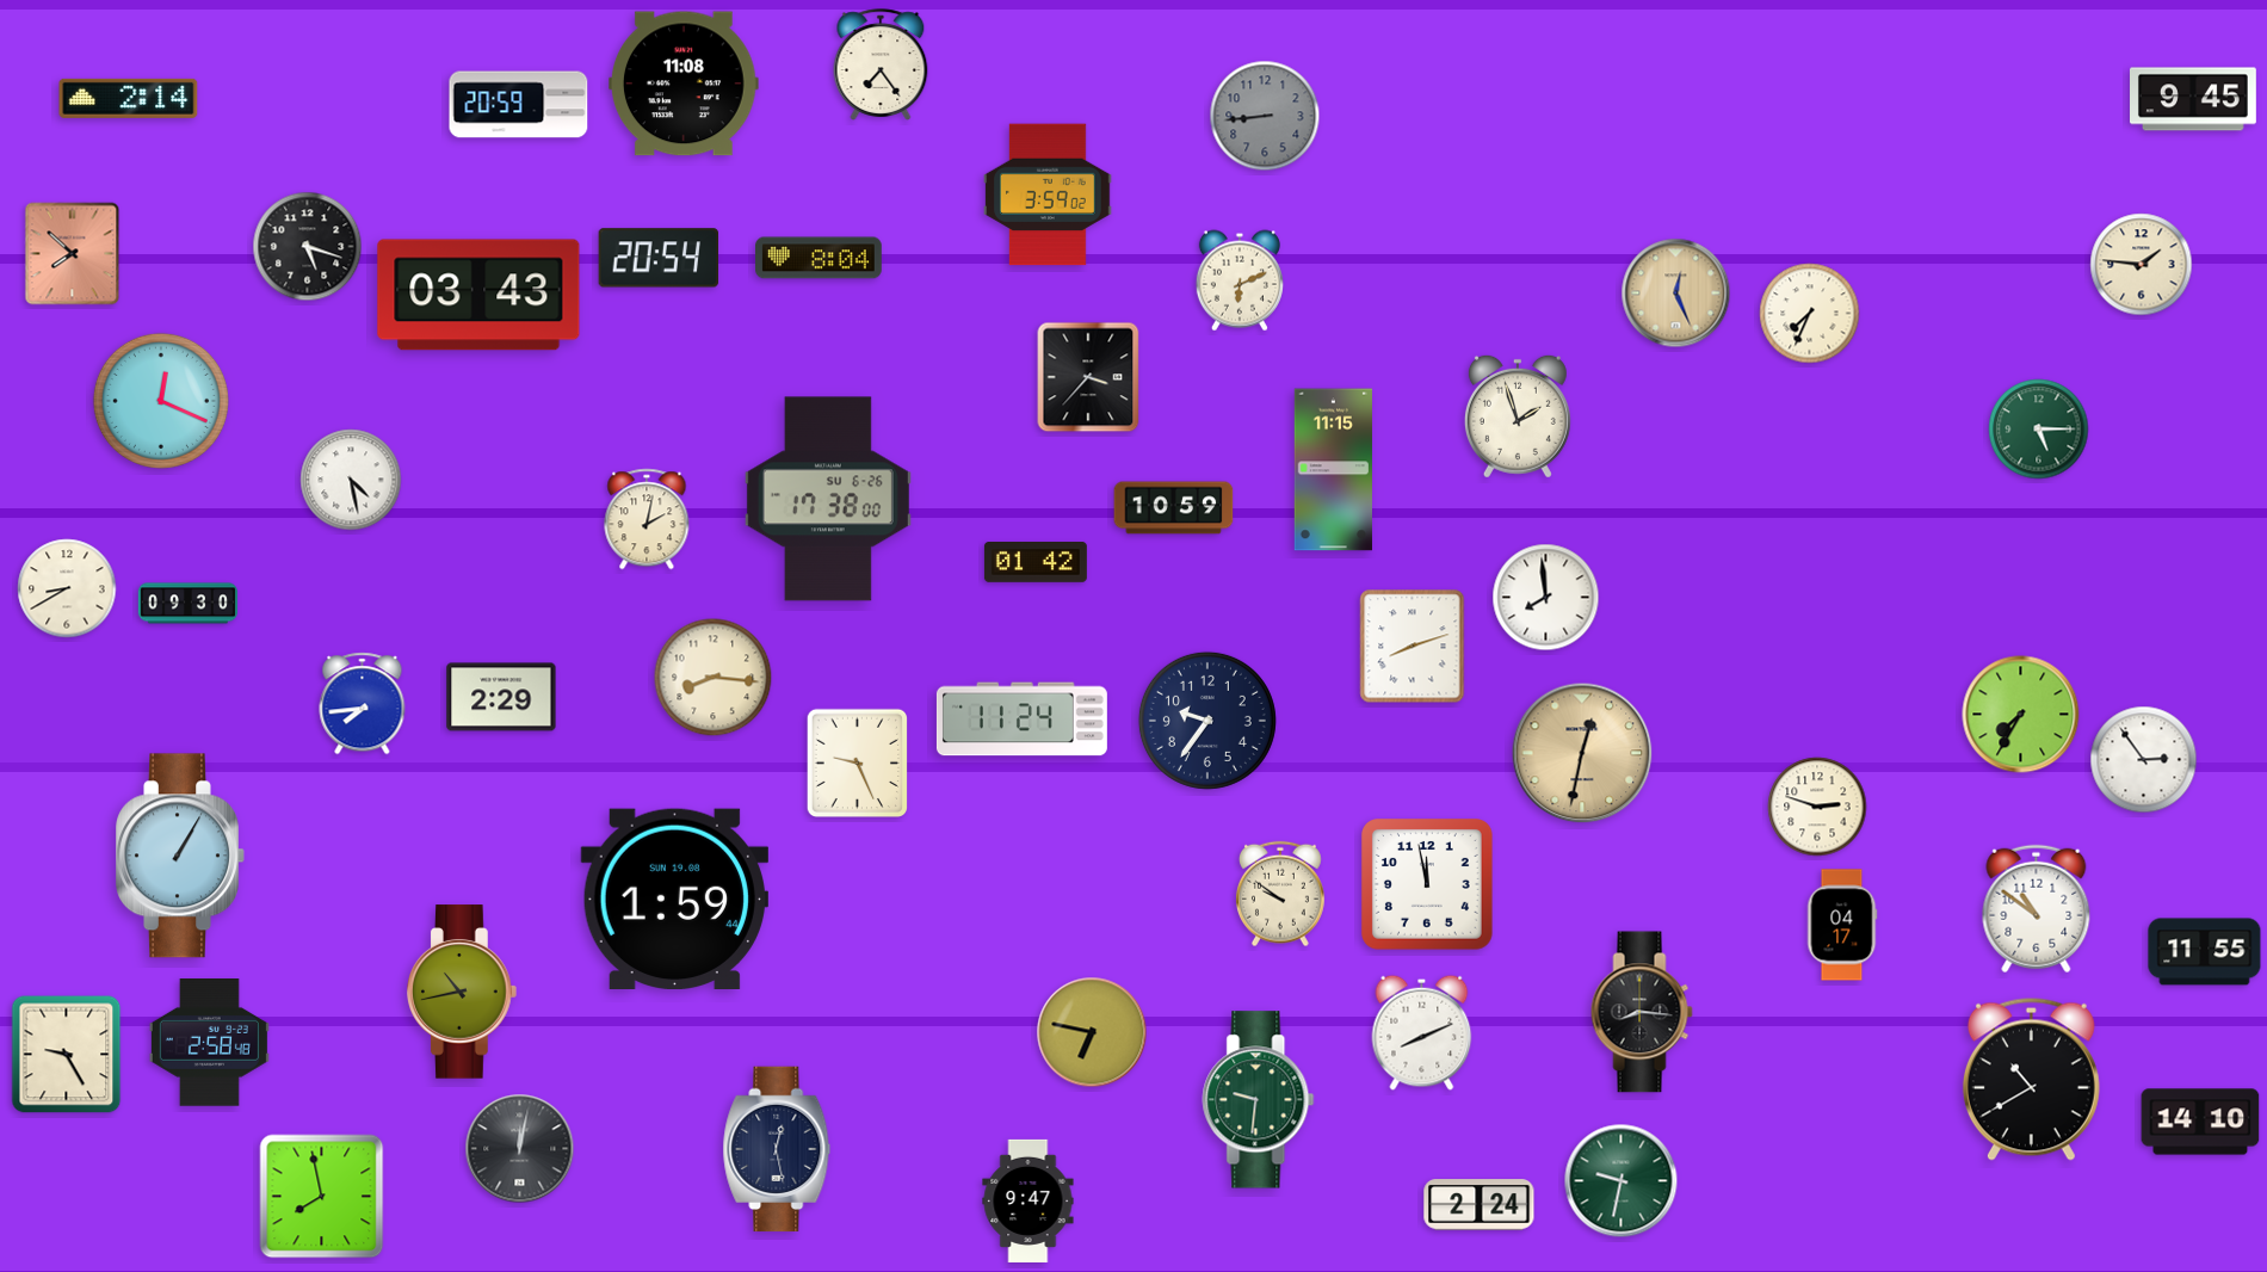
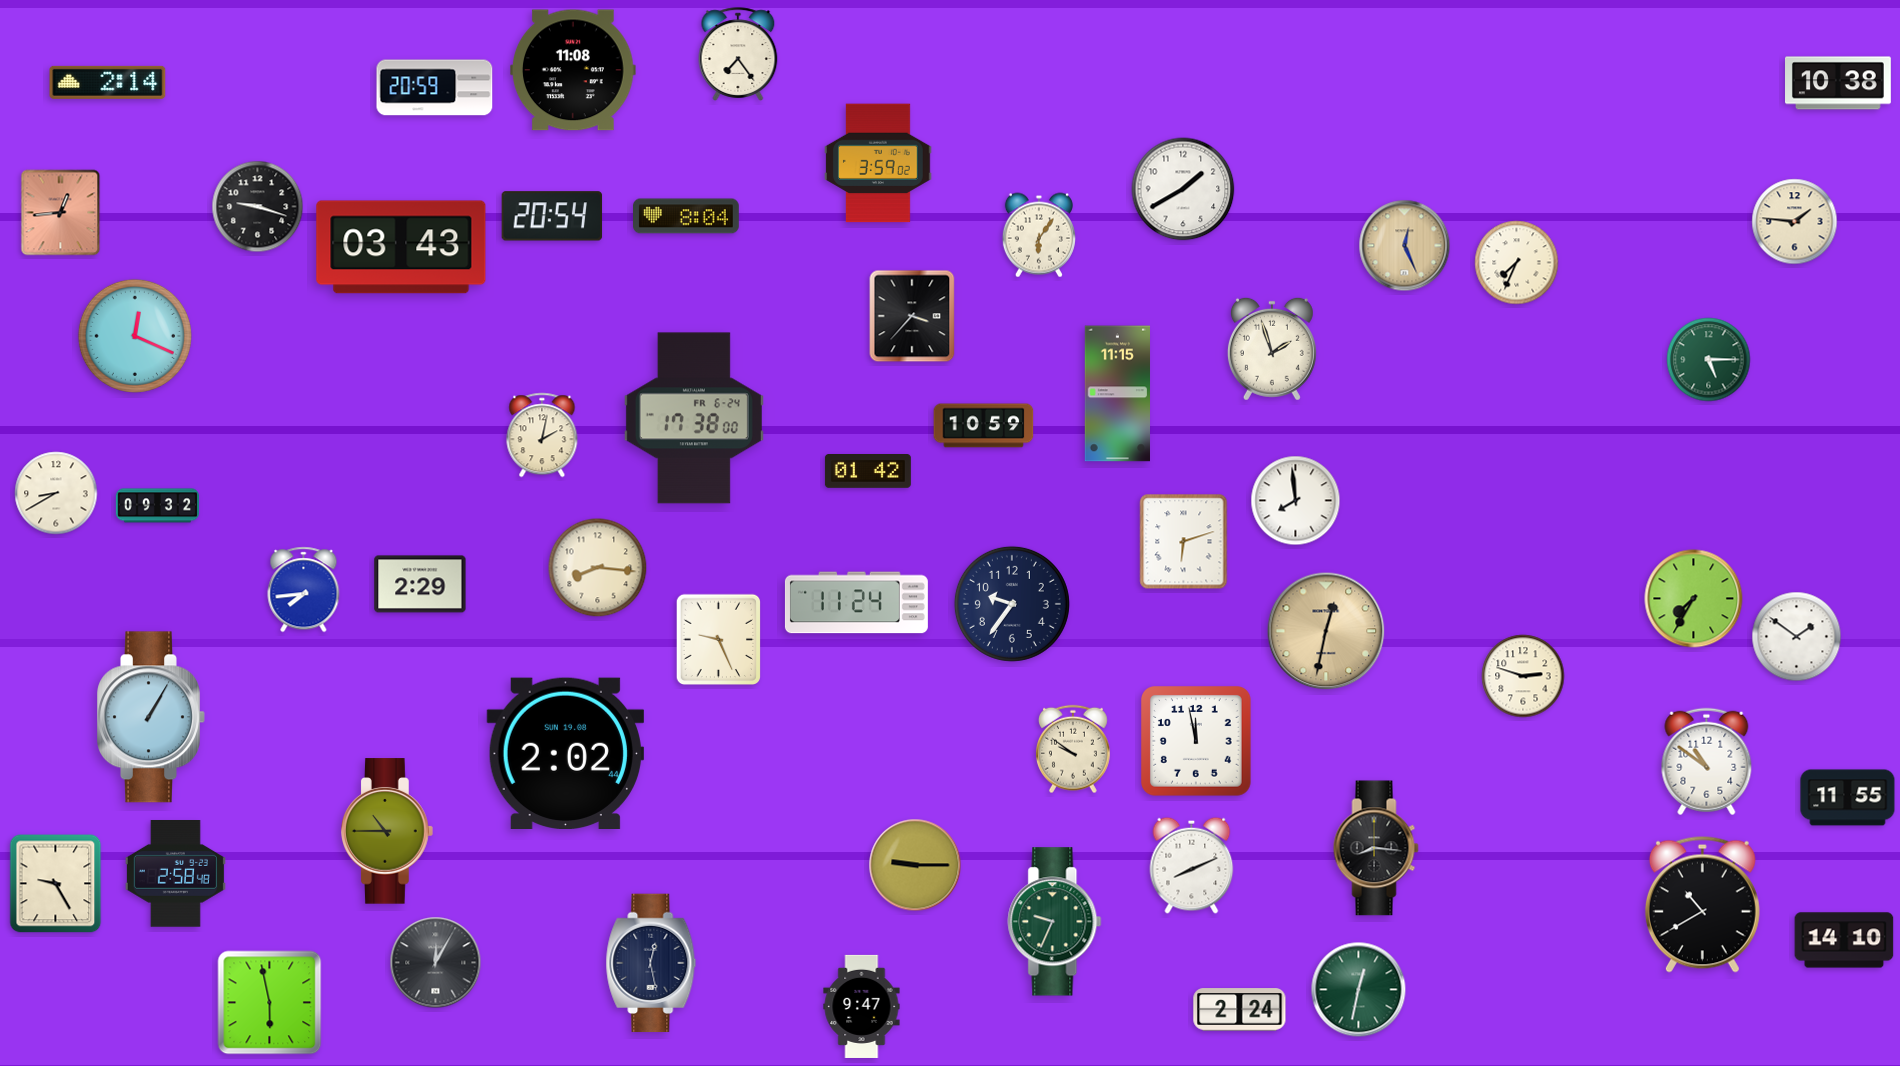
clock at (2194, 99): 9:45 -> 10:38
clock at (1265, 116): 8:44 -> none
clock at (1183, 189): none -> 1:40
clock at (308, 247): 5:18 -> 9:18
clock at (73, 254): 7:52 -> 12:44
clock at (1240, 280): 6:11 -> 6:06
clock at (351, 480): 4:28 -> none
clock at (828, 499) date: SU 6-26 -> FR 6-24
clock at (189, 604): 09:30 -> 09:32
clock at (1413, 647): 8:12 -> 6:12
clock at (2144, 760): 2:54 -> 1:51
clock at (674, 900): 1:59 -> 2:02
clock at (1842, 925): 04:17 -> none
clock at (463, 992): 10:43 -> 10:45
clock at (1092, 1032): 6:47 -> 9:15
clock at (1259, 1100): 9:31 -> 9:34
clock at (520, 1149): 12:02 -> 12:05
clock at (1622, 1181): 9:32 -> 12:32
clock at (322, 1197): 7:58 -> 5:58
